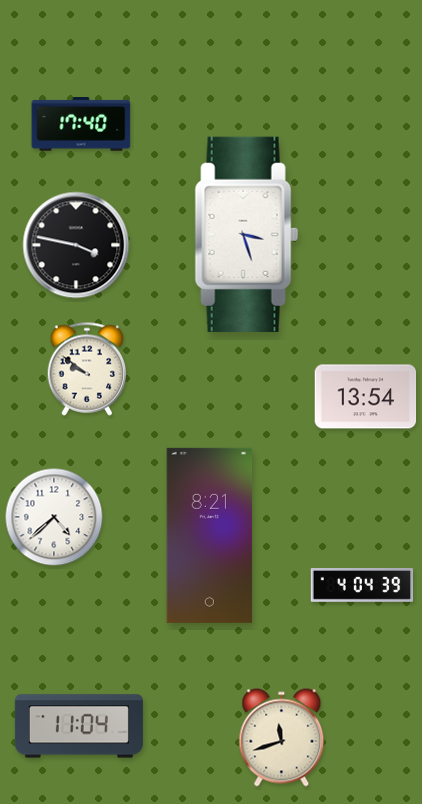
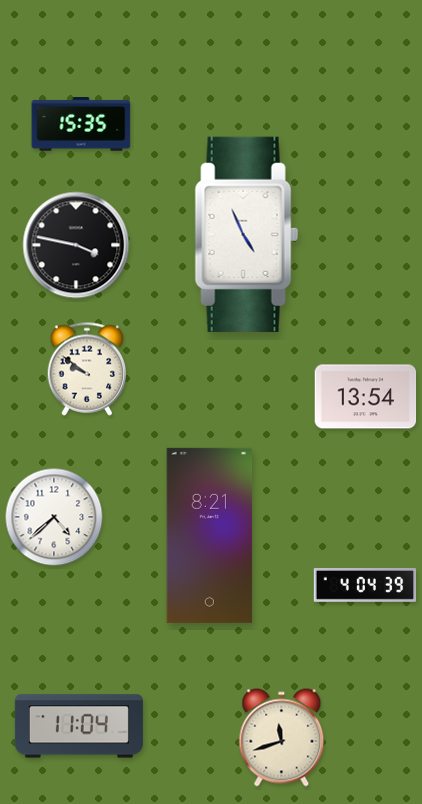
clock at (81, 124): 17:40 -> 15:35
clock at (246, 234): 3:27 -> 4:56
clock at (362, 586) position: (362, 586) -> (365, 586)
